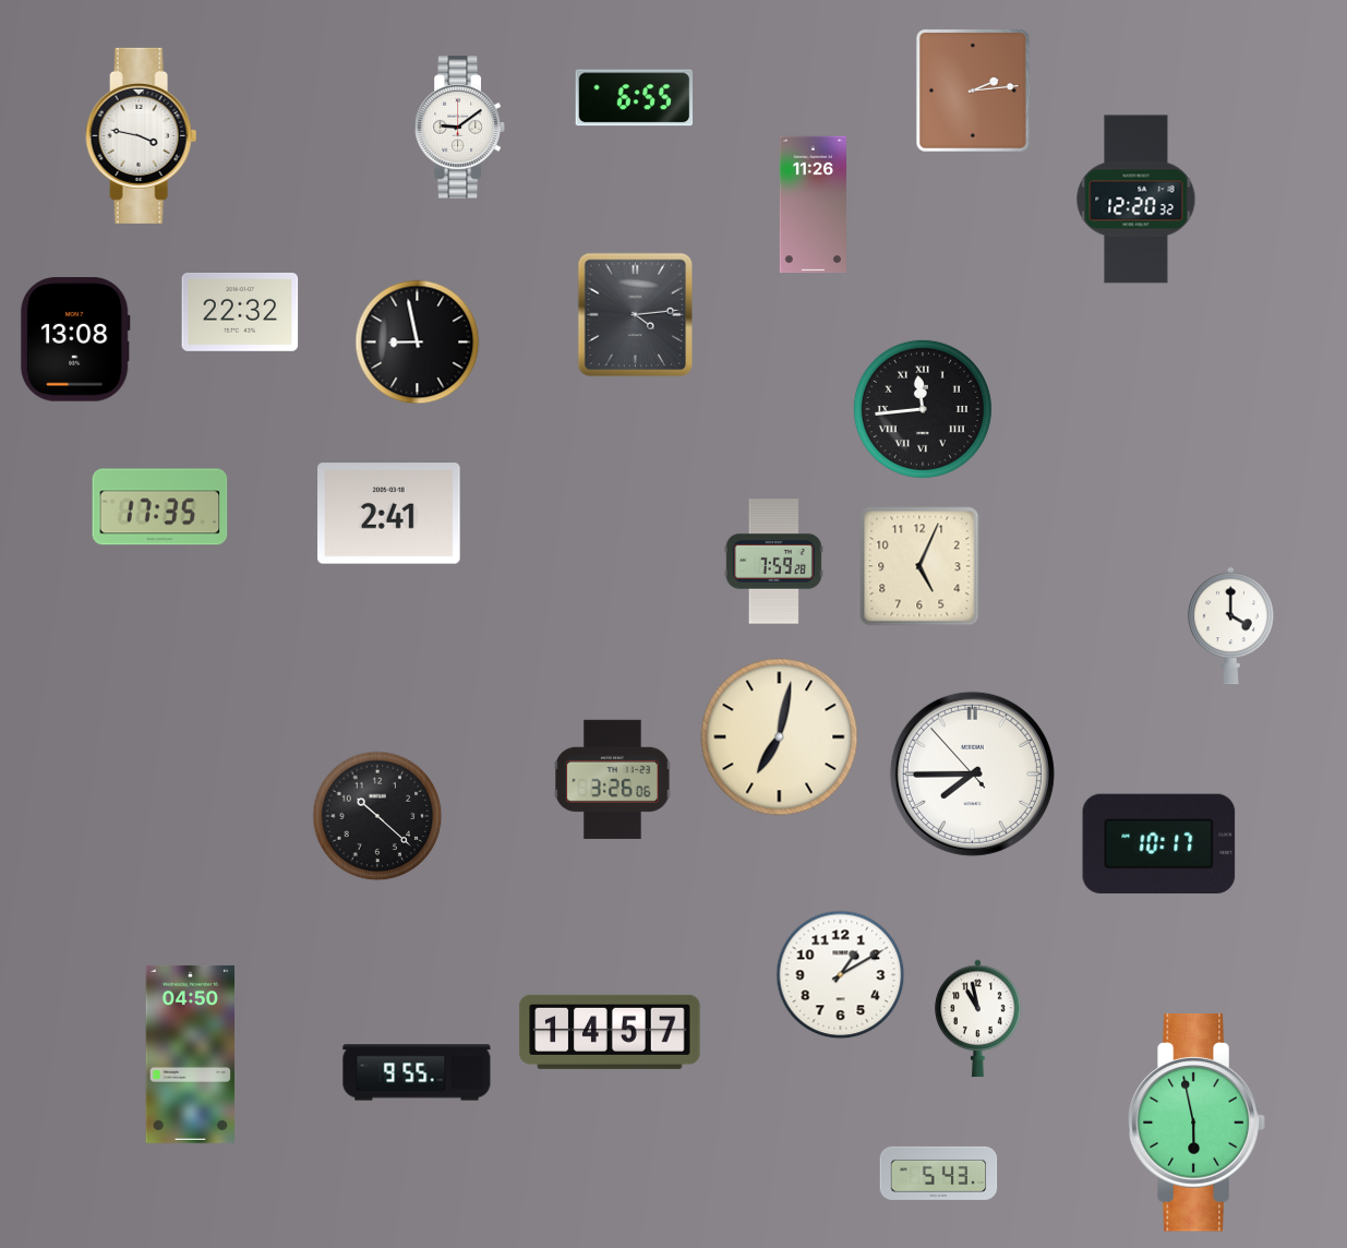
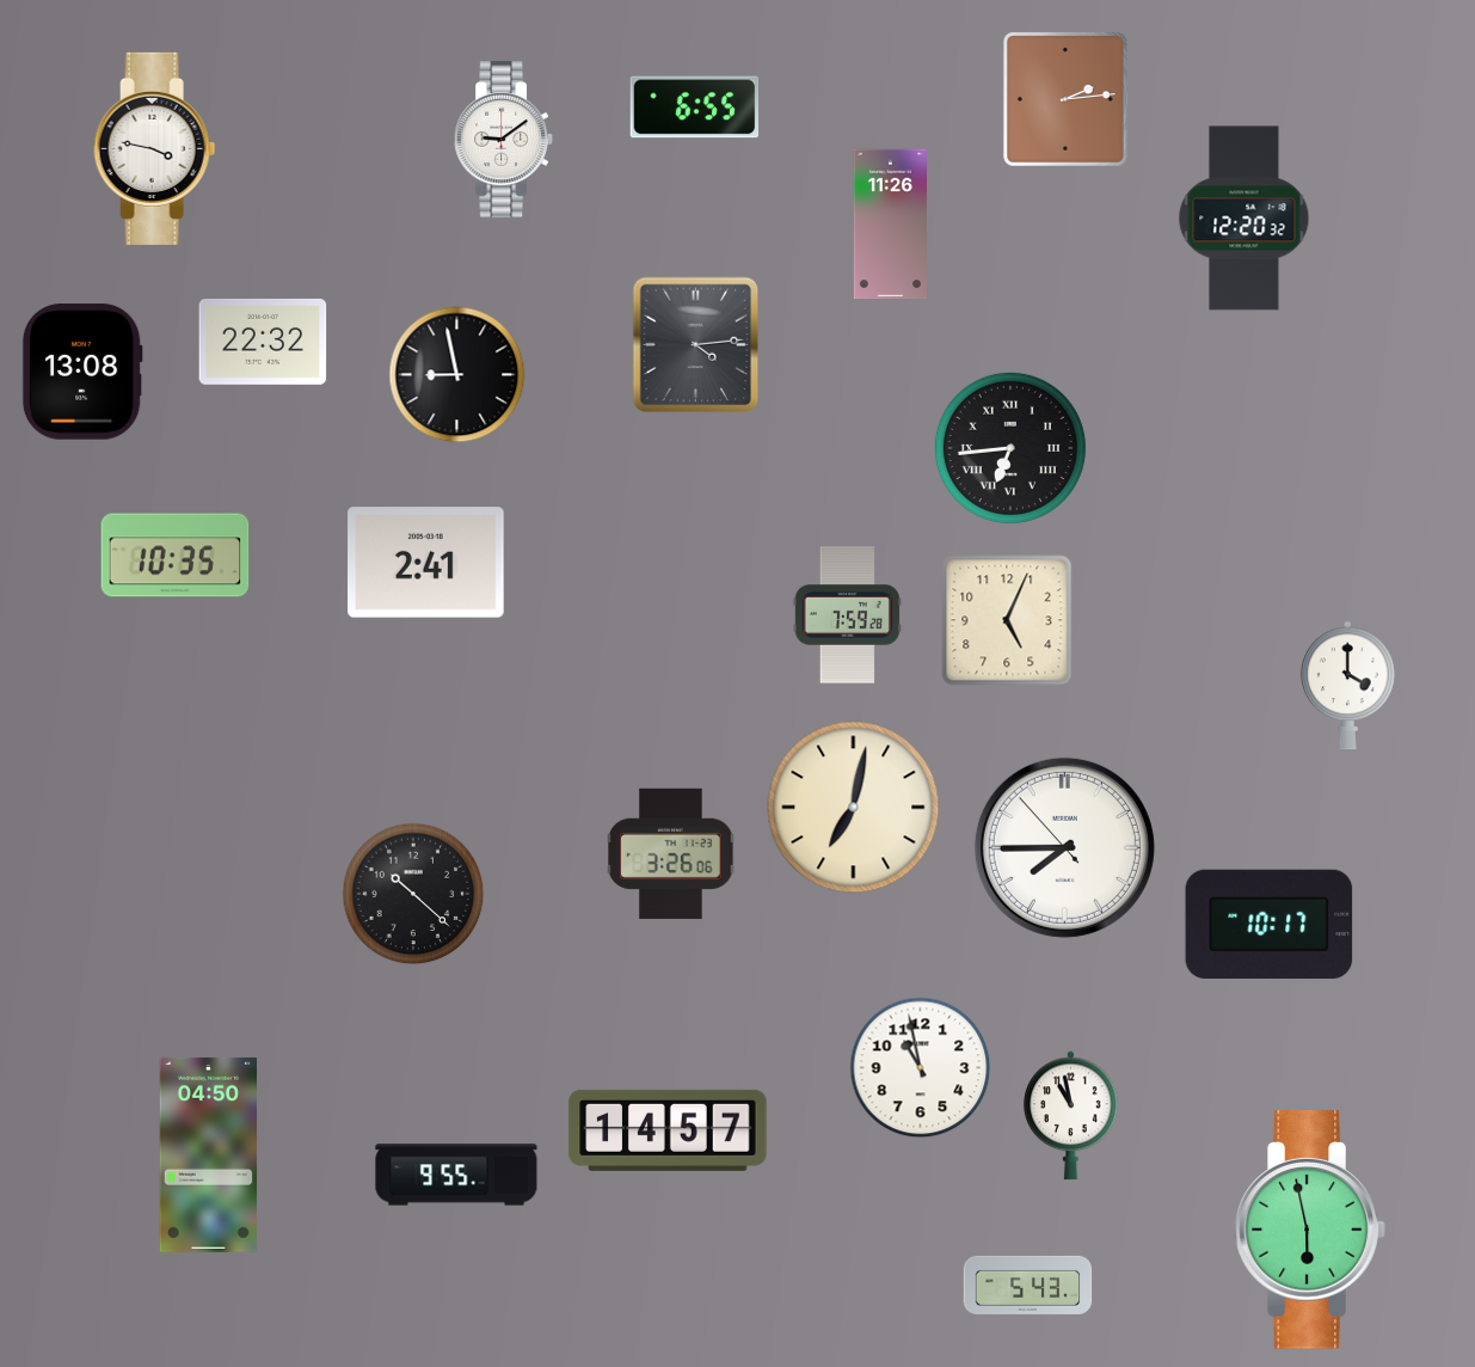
clock at (923, 409): 11:44 -> 6:44
clock at (160, 507): 17:35 -> 10:35
clock at (841, 975): 1:10 -> 10:58
